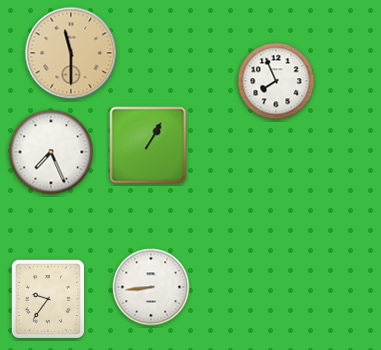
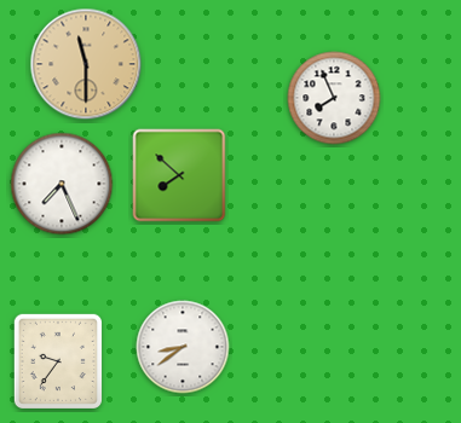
clock at (148, 145): 1:05 -> 7:52
clock at (151, 287): 8:44 -> 8:39
